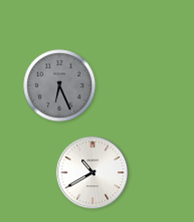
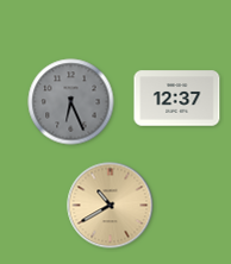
clock at (177, 99): none -> 12:37
clock at (93, 173) dial: white -> champagne
